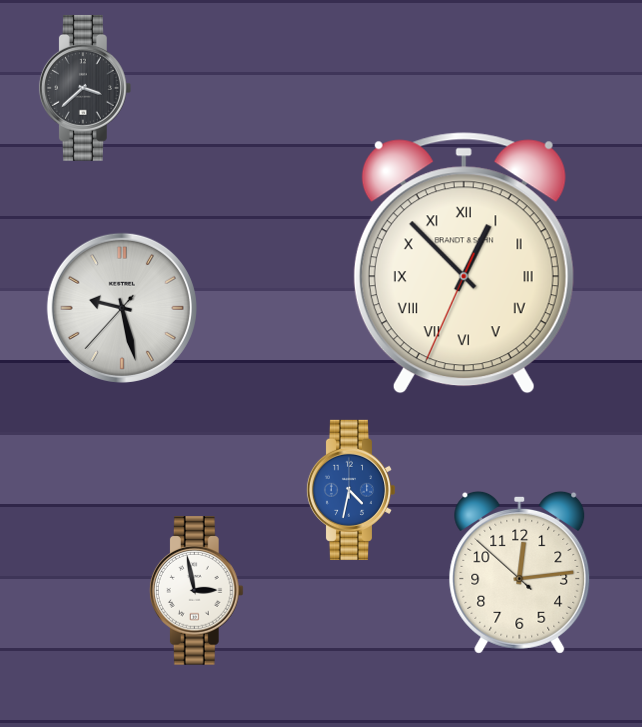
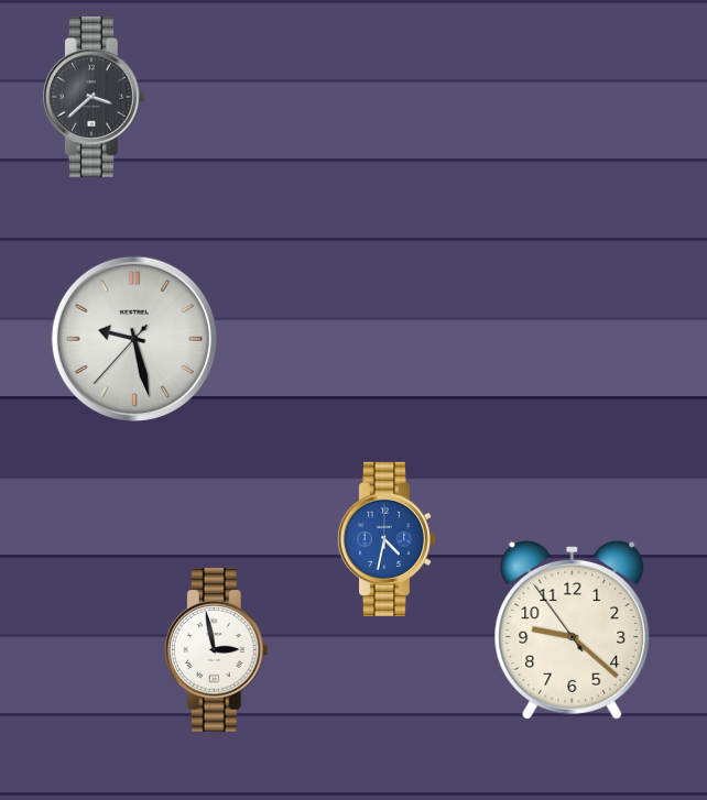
clock at (464, 263): 12:52 -> none
clock at (520, 572): 12:13 -> 9:21
